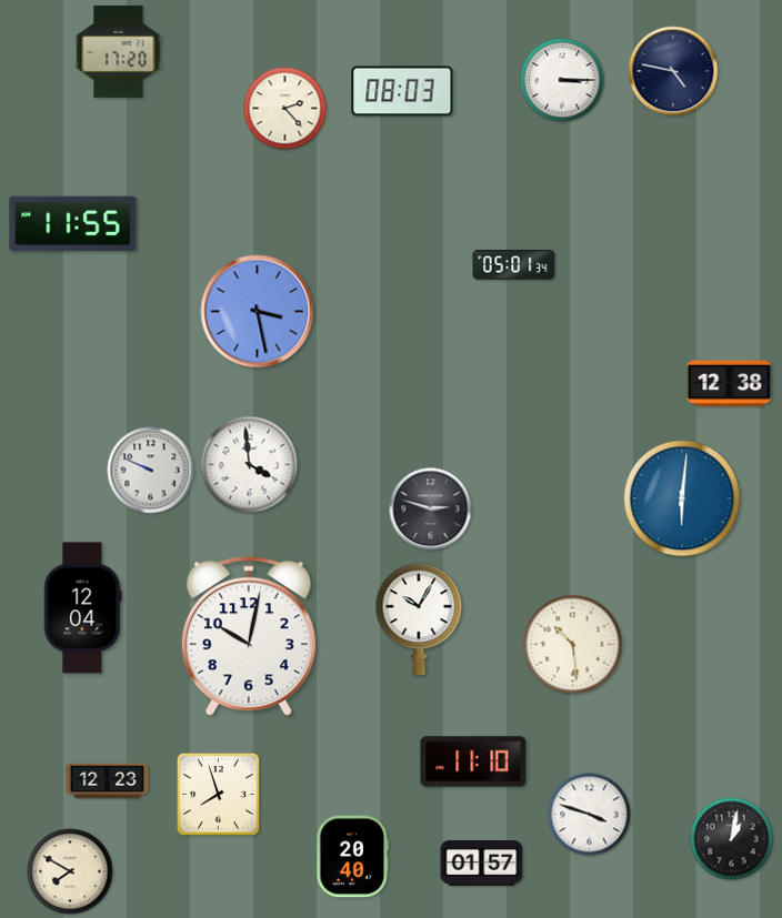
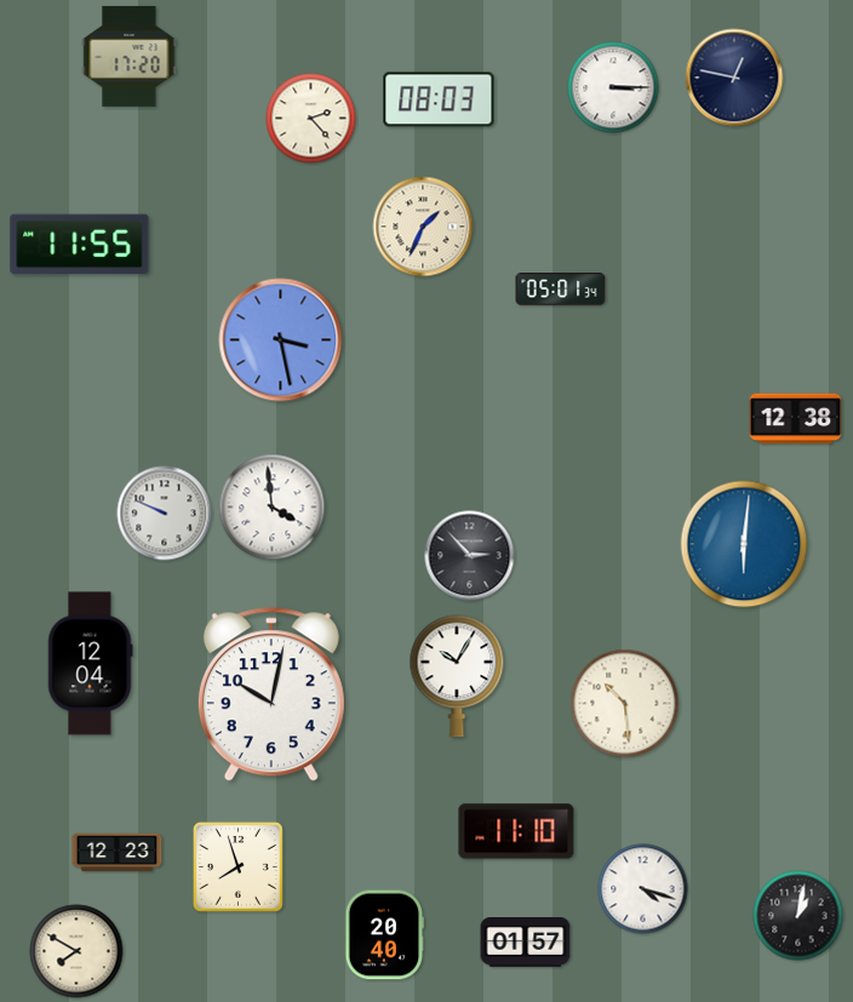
clock at (673, 71): 4:47 -> 12:47
clock at (423, 227): none -> 1:34
clock at (431, 510): 2:48 -> 2:53
clock at (590, 815): 3:48 -> 4:18
